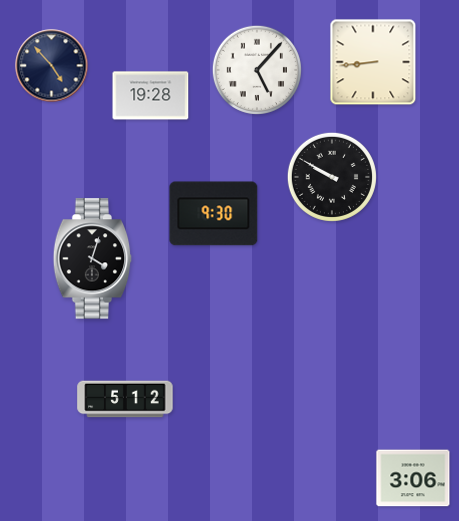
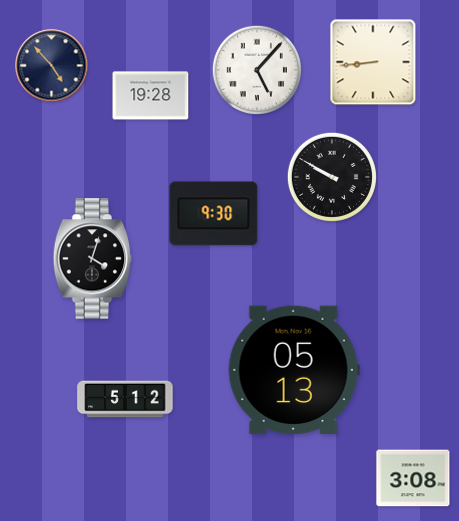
clock at (294, 370): none -> 05:13
clock at (413, 478): 3:06 -> 3:08
